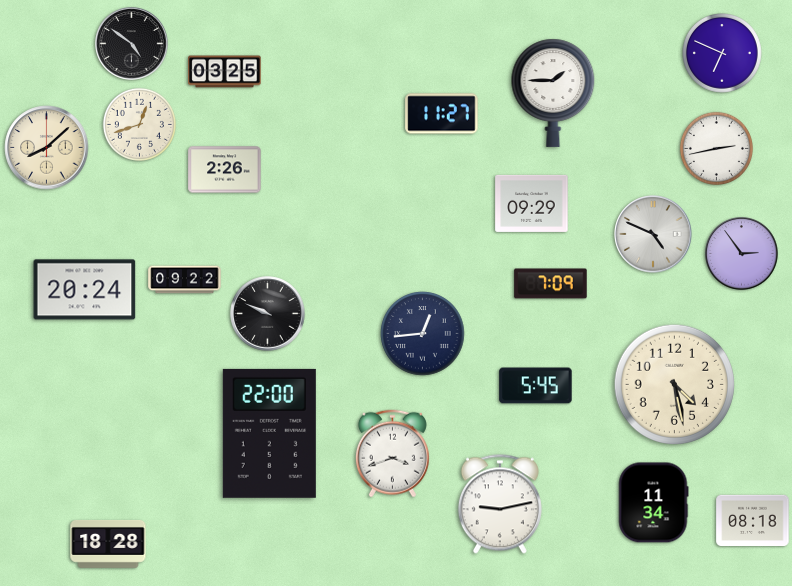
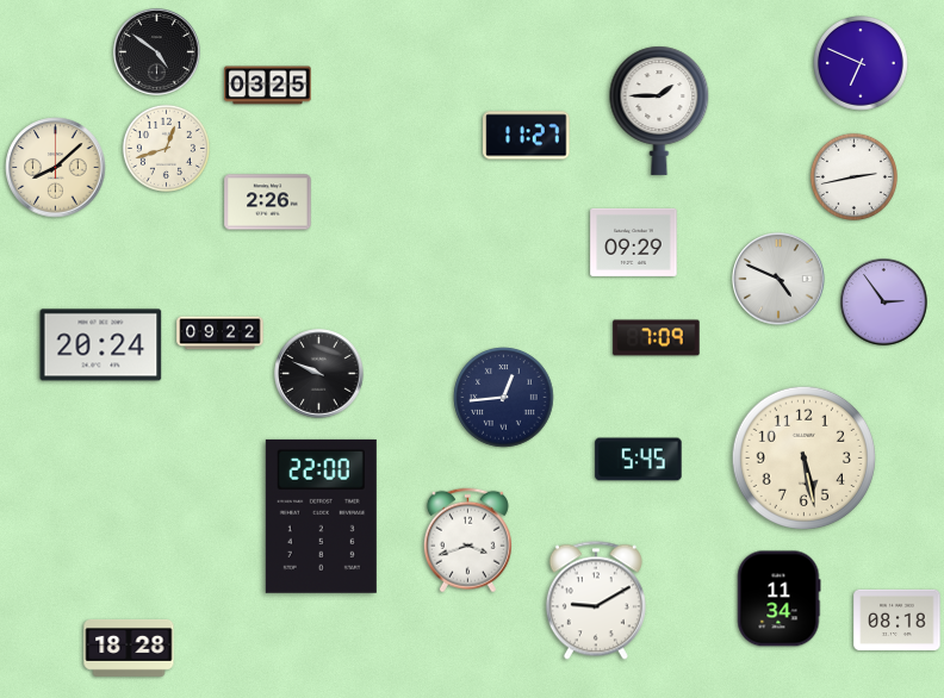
clock at (47, 148) position: (47, 148) -> (56, 168)
clock at (674, 384): 4:28 -> 5:28
clock at (500, 504): 9:13 -> 9:10
